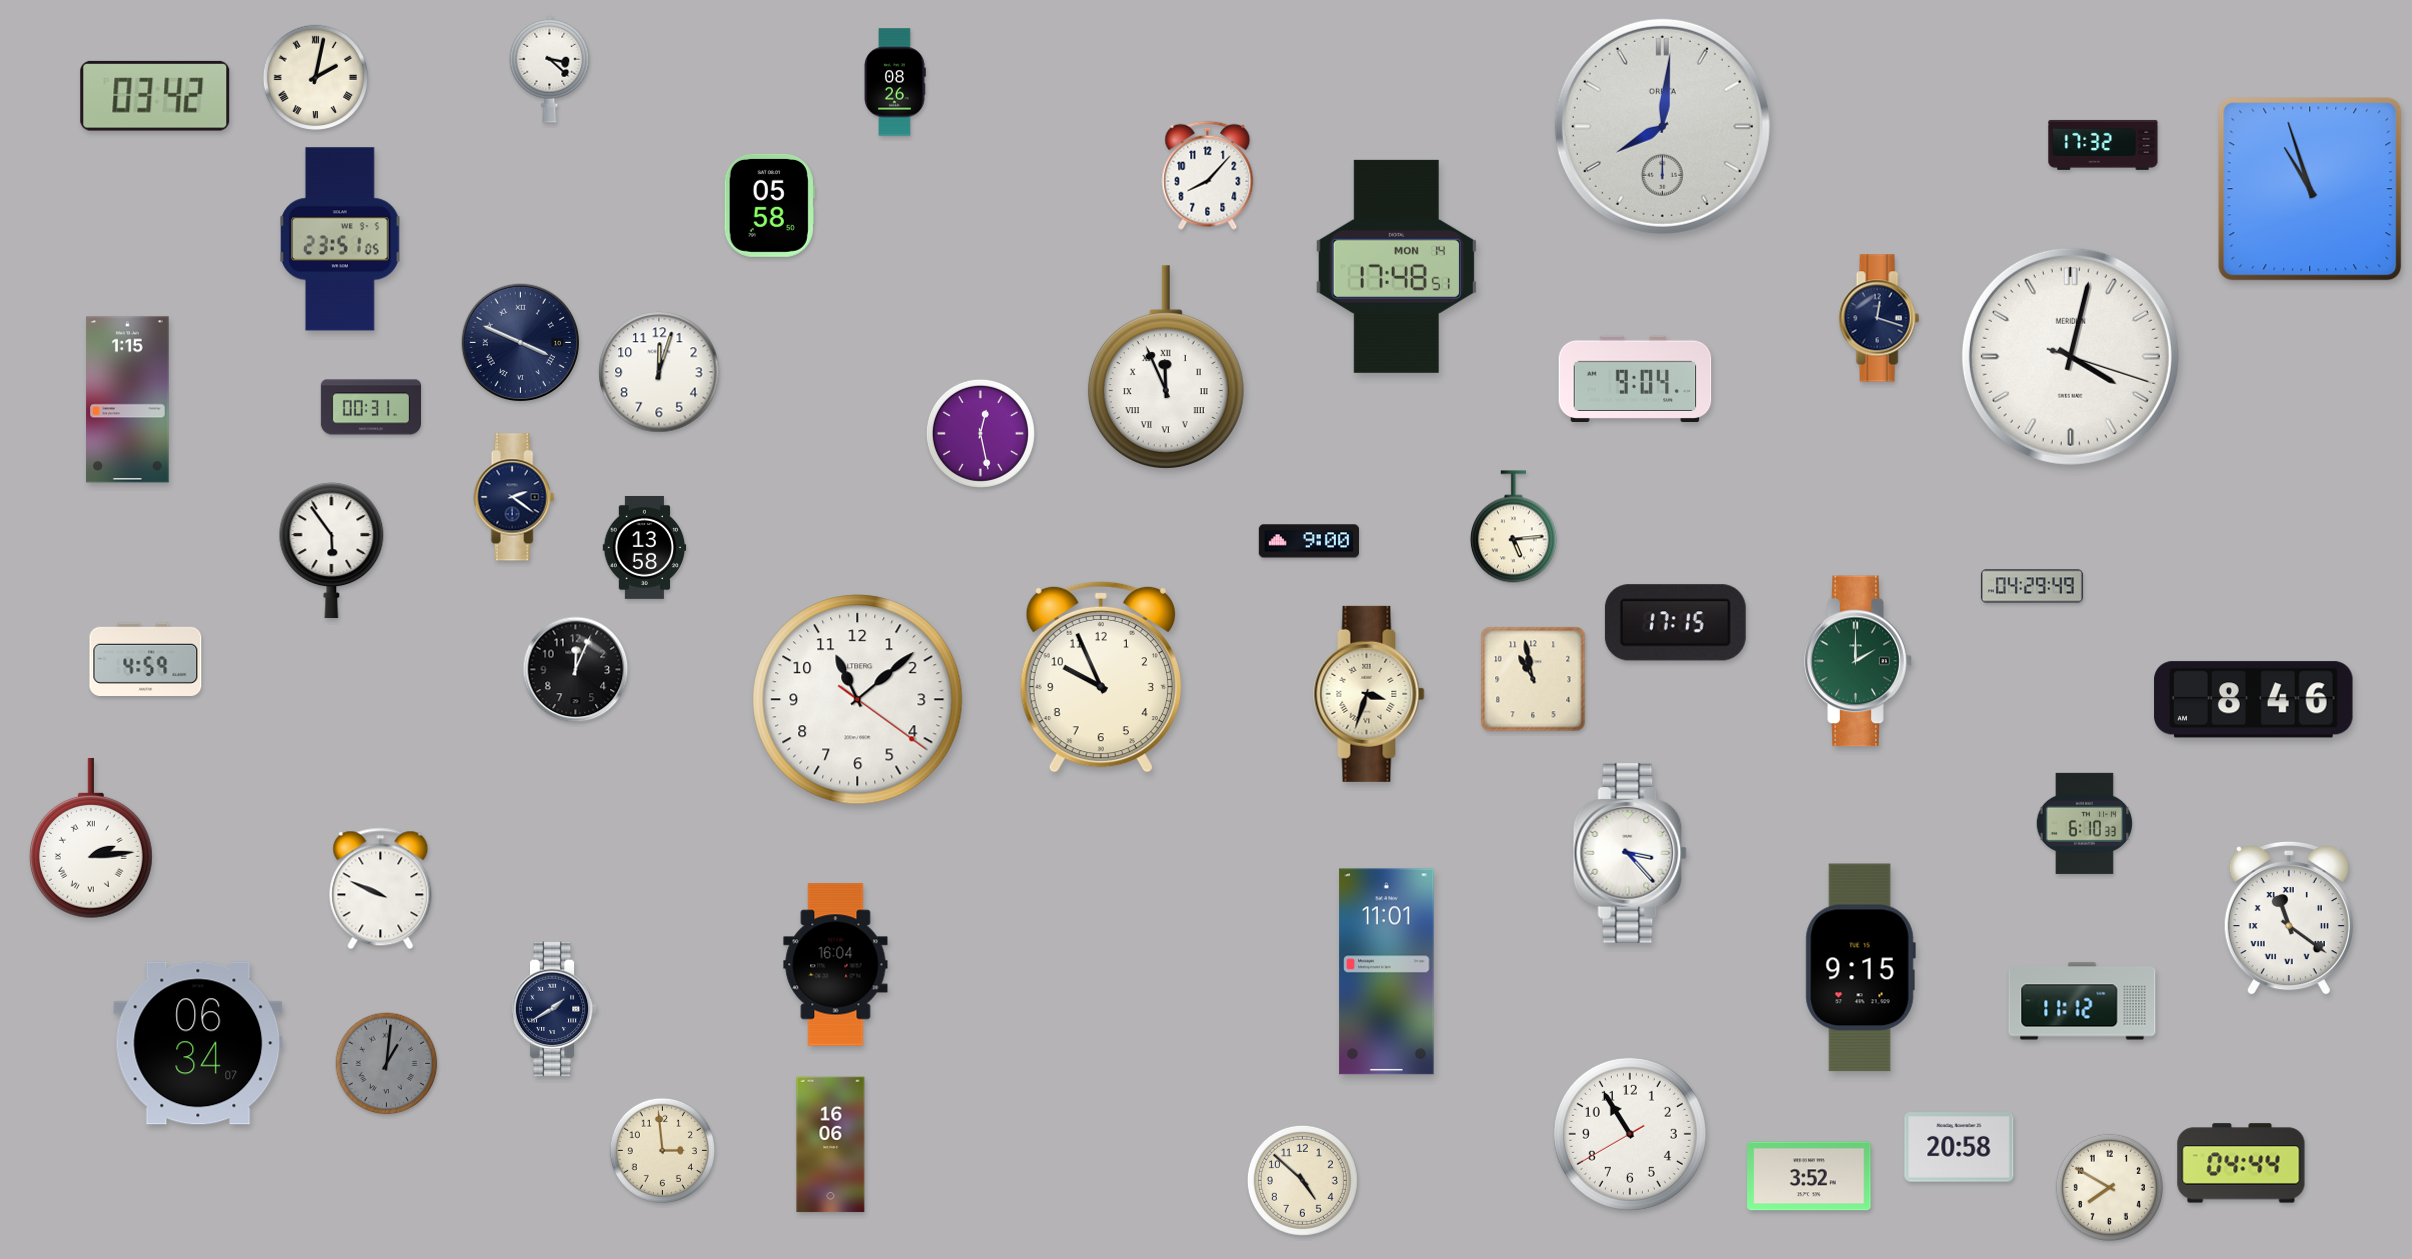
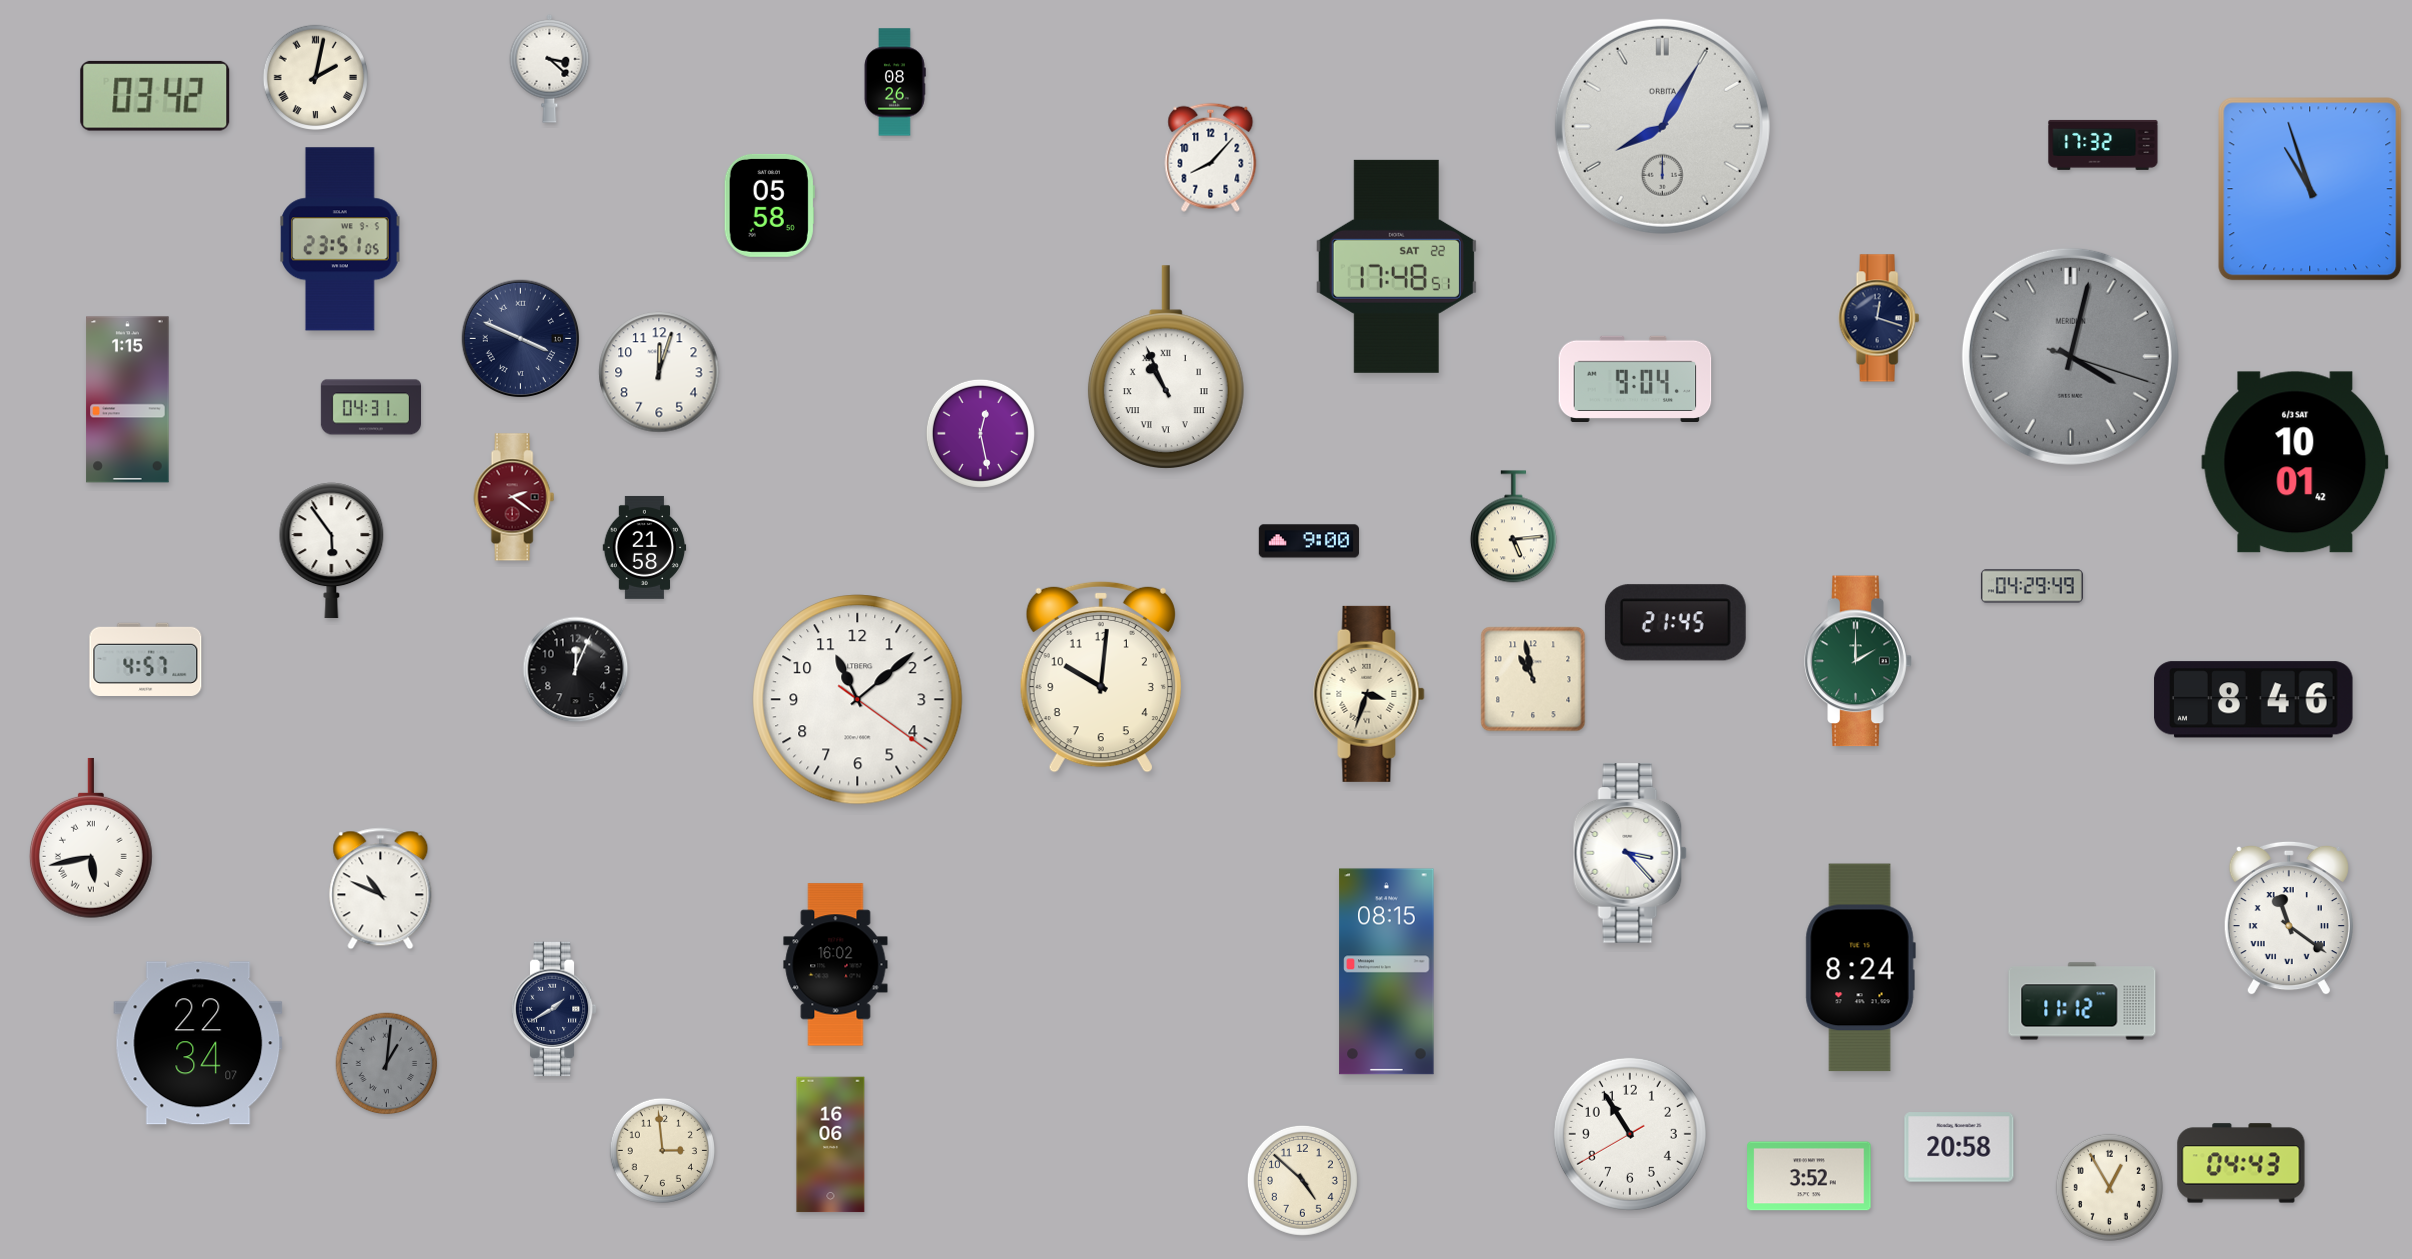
clock at (1662, 126): 8:01 -> 8:05
clock at (1208, 175) position: (1208, 175) -> (1211, 157)
clock at (1396, 266) date: MON 14 -> SAT 22
clock at (520, 342) position: (520, 342) -> (520, 338)
clock at (2070, 356) dial: white -> grey
clock at (1166, 367): 11:56 -> 10:56
clock at (370, 407): 00:31 -> 04:31
clock at (2295, 462): none -> 10:01
clock at (514, 497) dial: navy -> burgundy
clock at (645, 547): 13:58 -> 21:58
clock at (1675, 623): 17:15 -> 21:45
clock at (146, 659): 4:59 -> 4:57
clock at (1101, 677): 9:56 -> 10:01
clock at (2084, 823): 6:10 -> none
clock at (91, 838): 2:14 -> 5:43
clock at (381, 889): 9:49 -> 10:49
clock at (836, 965): 16:04 -> 16:02
clock at (1860, 968): 9:15 -> 8:24
clock at (1387, 972): 11:01 -> 08:15
clock at (198, 1043): 06:34 -> 22:34
clock at (2241, 1163): 04:44 -> 04:43
clock at (2109, 1187): 7:50 -> 12:55
